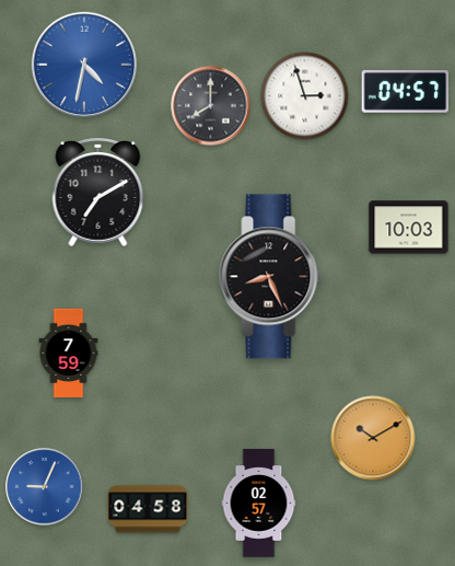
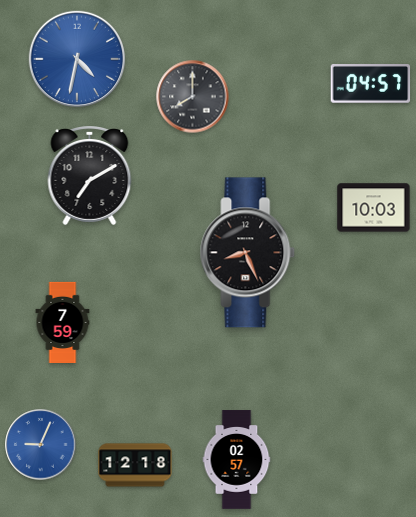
clock at (305, 96): 2:57 -> none
clock at (373, 438): 10:10 -> none
clock at (148, 509): 04:58 -> 12:18
